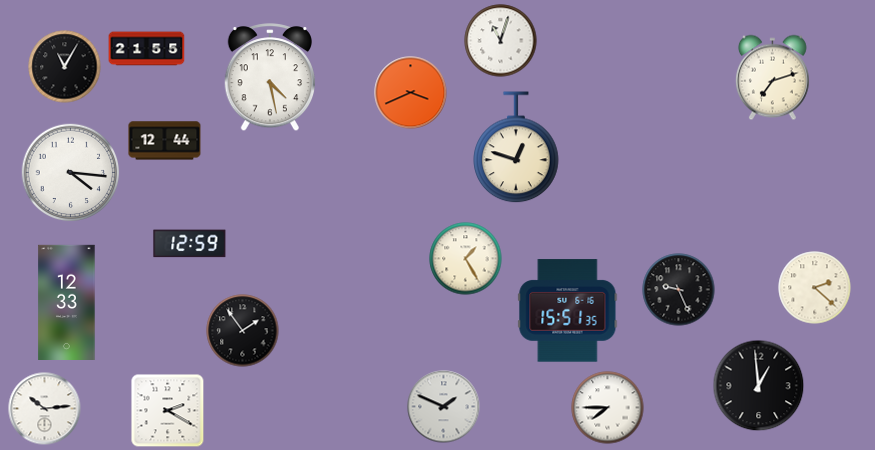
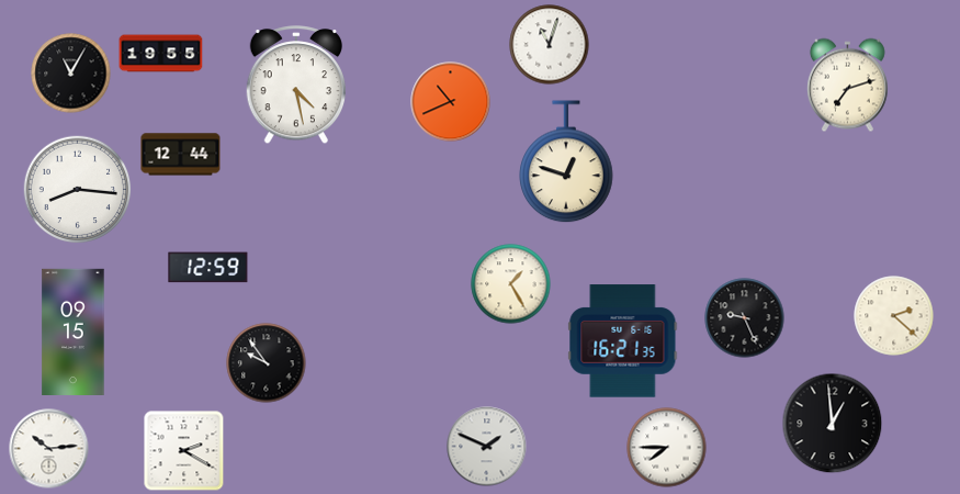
clock at (147, 49): 21:55 -> 19:55
clock at (411, 93): 3:41 -> 10:41
clock at (71, 173): 4:16 -> 8:16
clock at (67, 302): 12:33 -> 09:15
clock at (568, 311): 15:51 -> 16:21
clock at (243, 331): 1:54 -> 9:54
